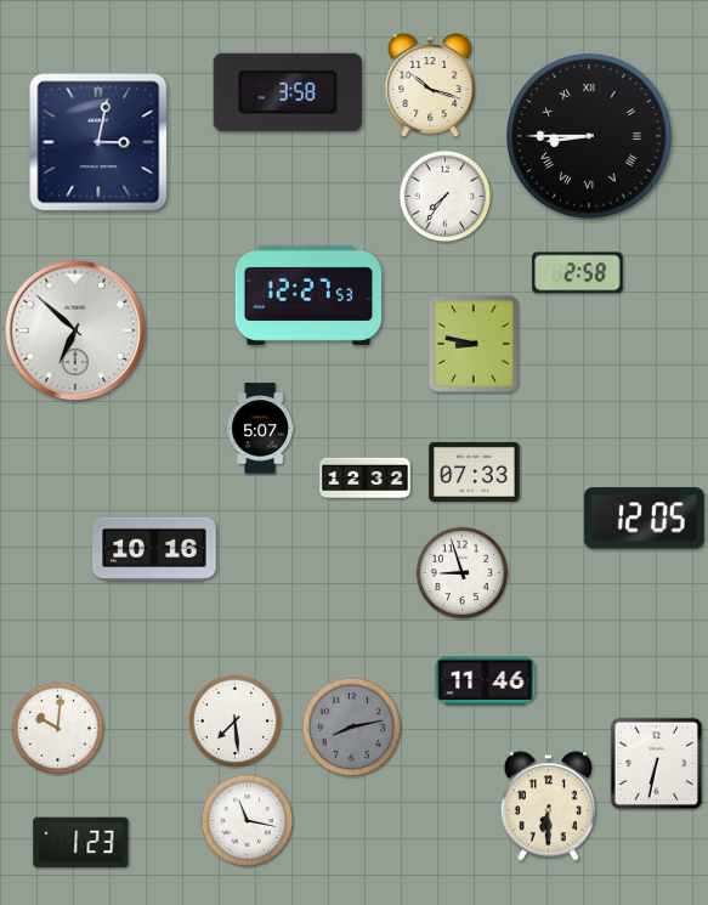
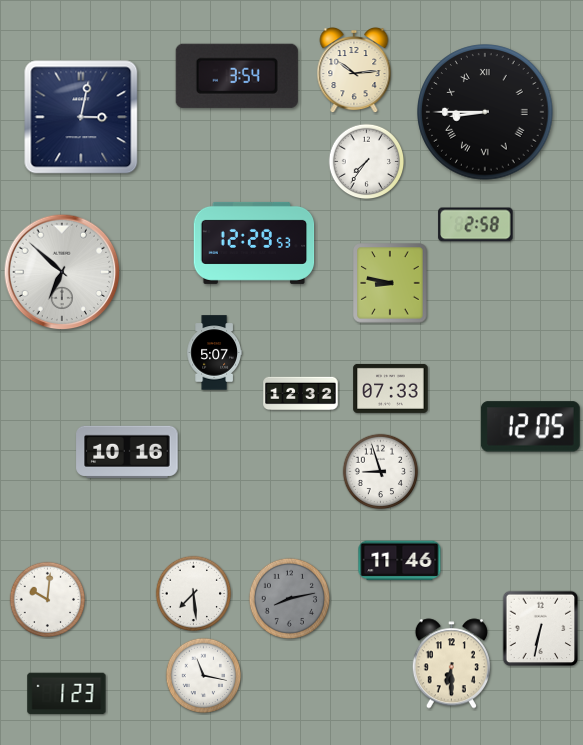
clock at (430, 86): 10:18 -> 10:14
clock at (288, 92): 3:58 -> 3:54
clock at (308, 295): 12:27 -> 12:29
